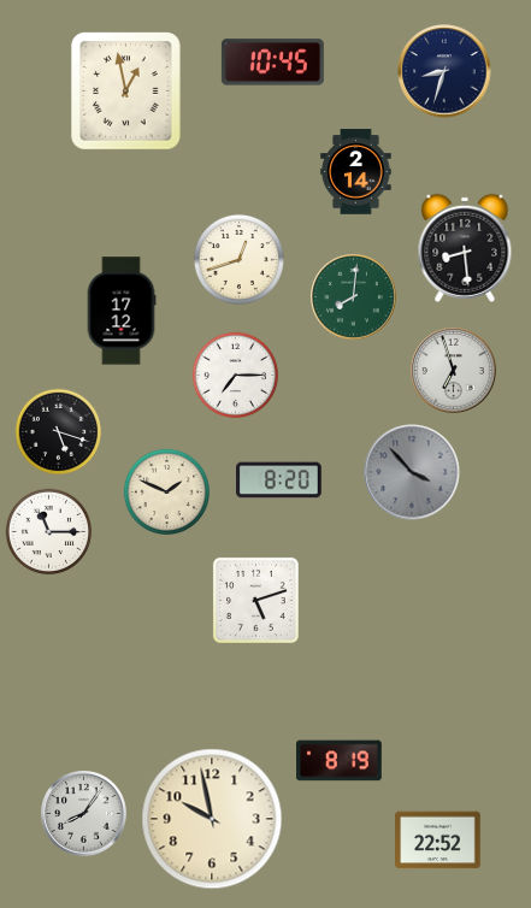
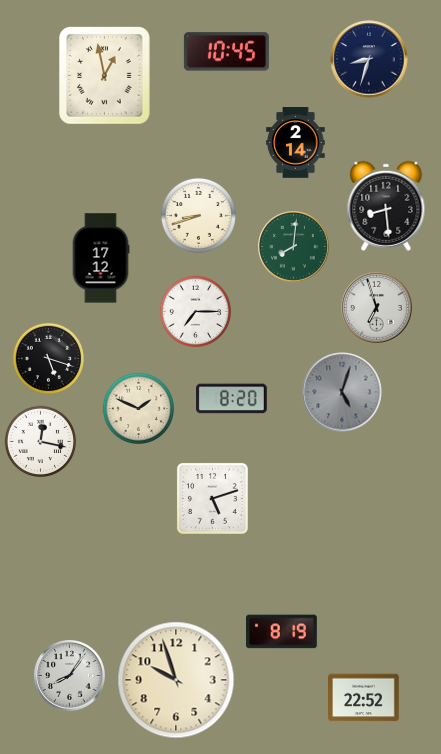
clock at (238, 259): 12:42 -> 8:42
clock at (412, 472): 3:53 -> 5:03
clock at (49, 532): 11:15 -> 12:17
clock at (212, 819): 9:58 -> 9:57
